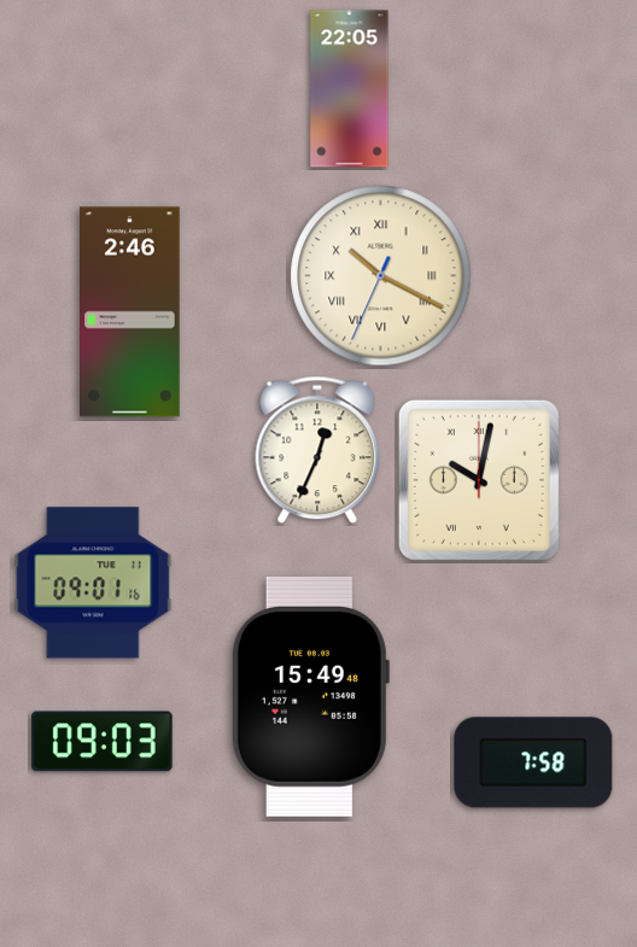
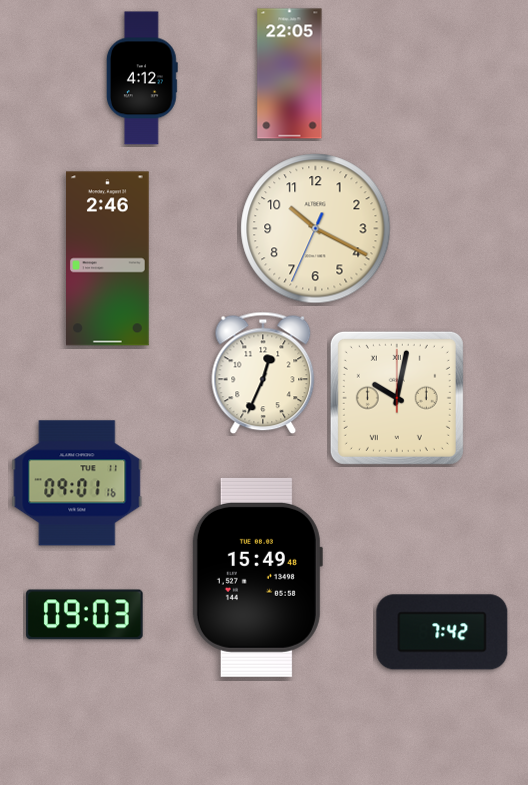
clock at (142, 78): none -> 4:12
clock at (381, 276) numerals: Roman -> Arabic
clock at (533, 762): 7:58 -> 7:42
